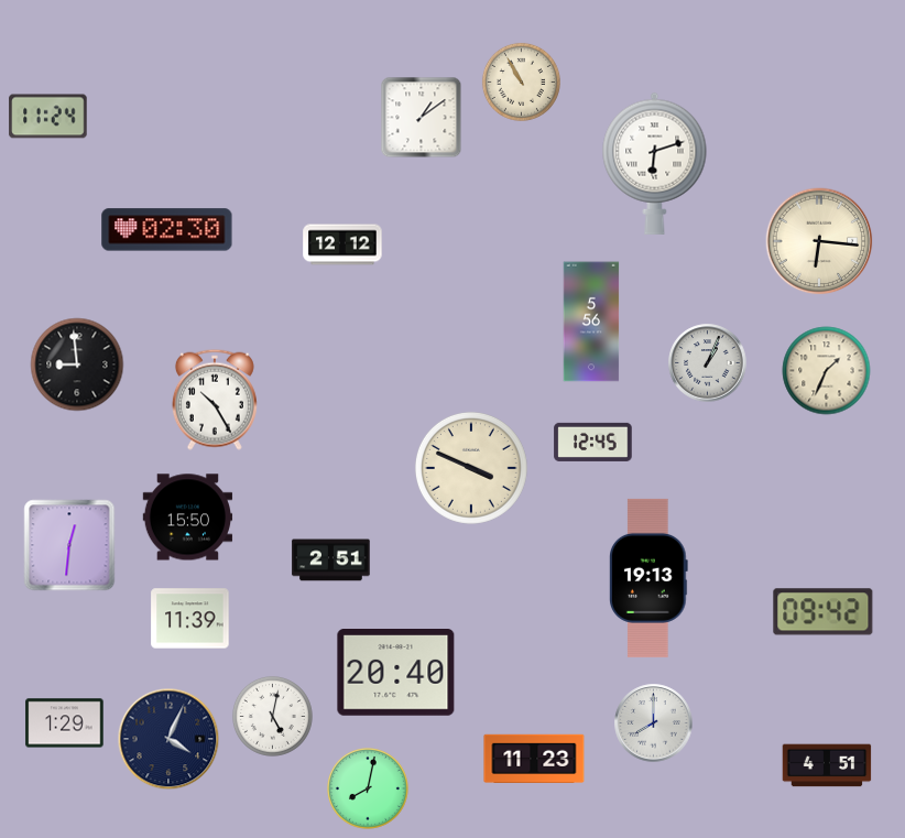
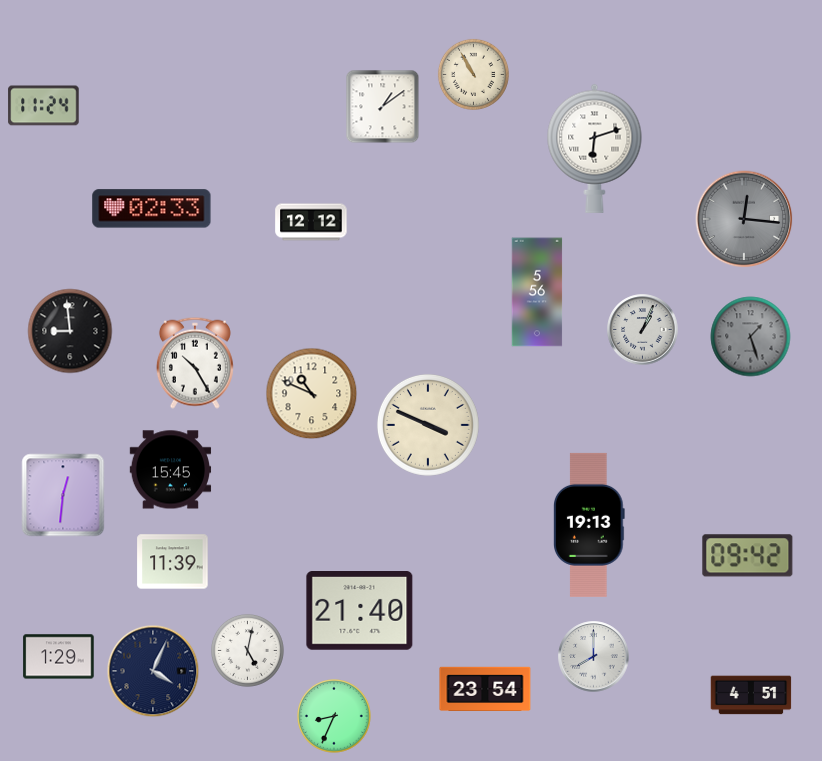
clock at (167, 230): 02:30 -> 02:33
clock at (819, 241): 6:16 -> 12:16
clock at (819, 241) dial: cream -> grey
clock at (827, 371): 1:34 -> 1:27
clock at (827, 371) dial: cream -> grey
clock at (312, 394): none -> 10:49
clock at (593, 442): 12:45 -> none
clock at (188, 518): 15:50 -> 15:45
clock at (331, 561): 2:51 -> none
clock at (396, 673): 20:40 -> 21:40
clock at (534, 758): 11:23 -> 23:54
clock at (369, 790): 8:02 -> 8:34
